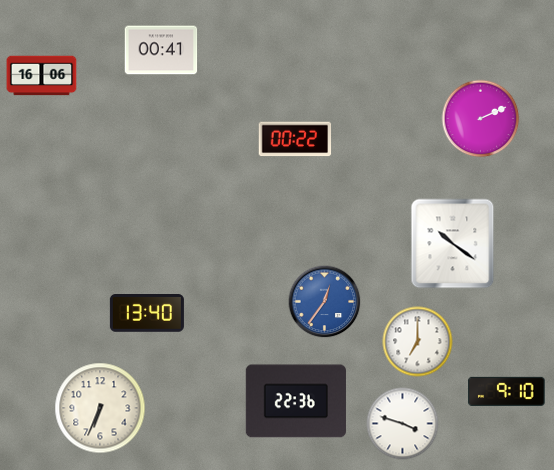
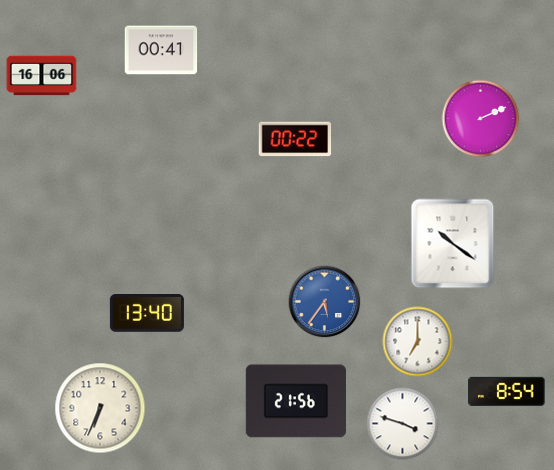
clock at (325, 302): 12:36 -> 5:36
clock at (507, 391): 9:10 -> 8:54
clock at (296, 401): 22:36 -> 21:56
